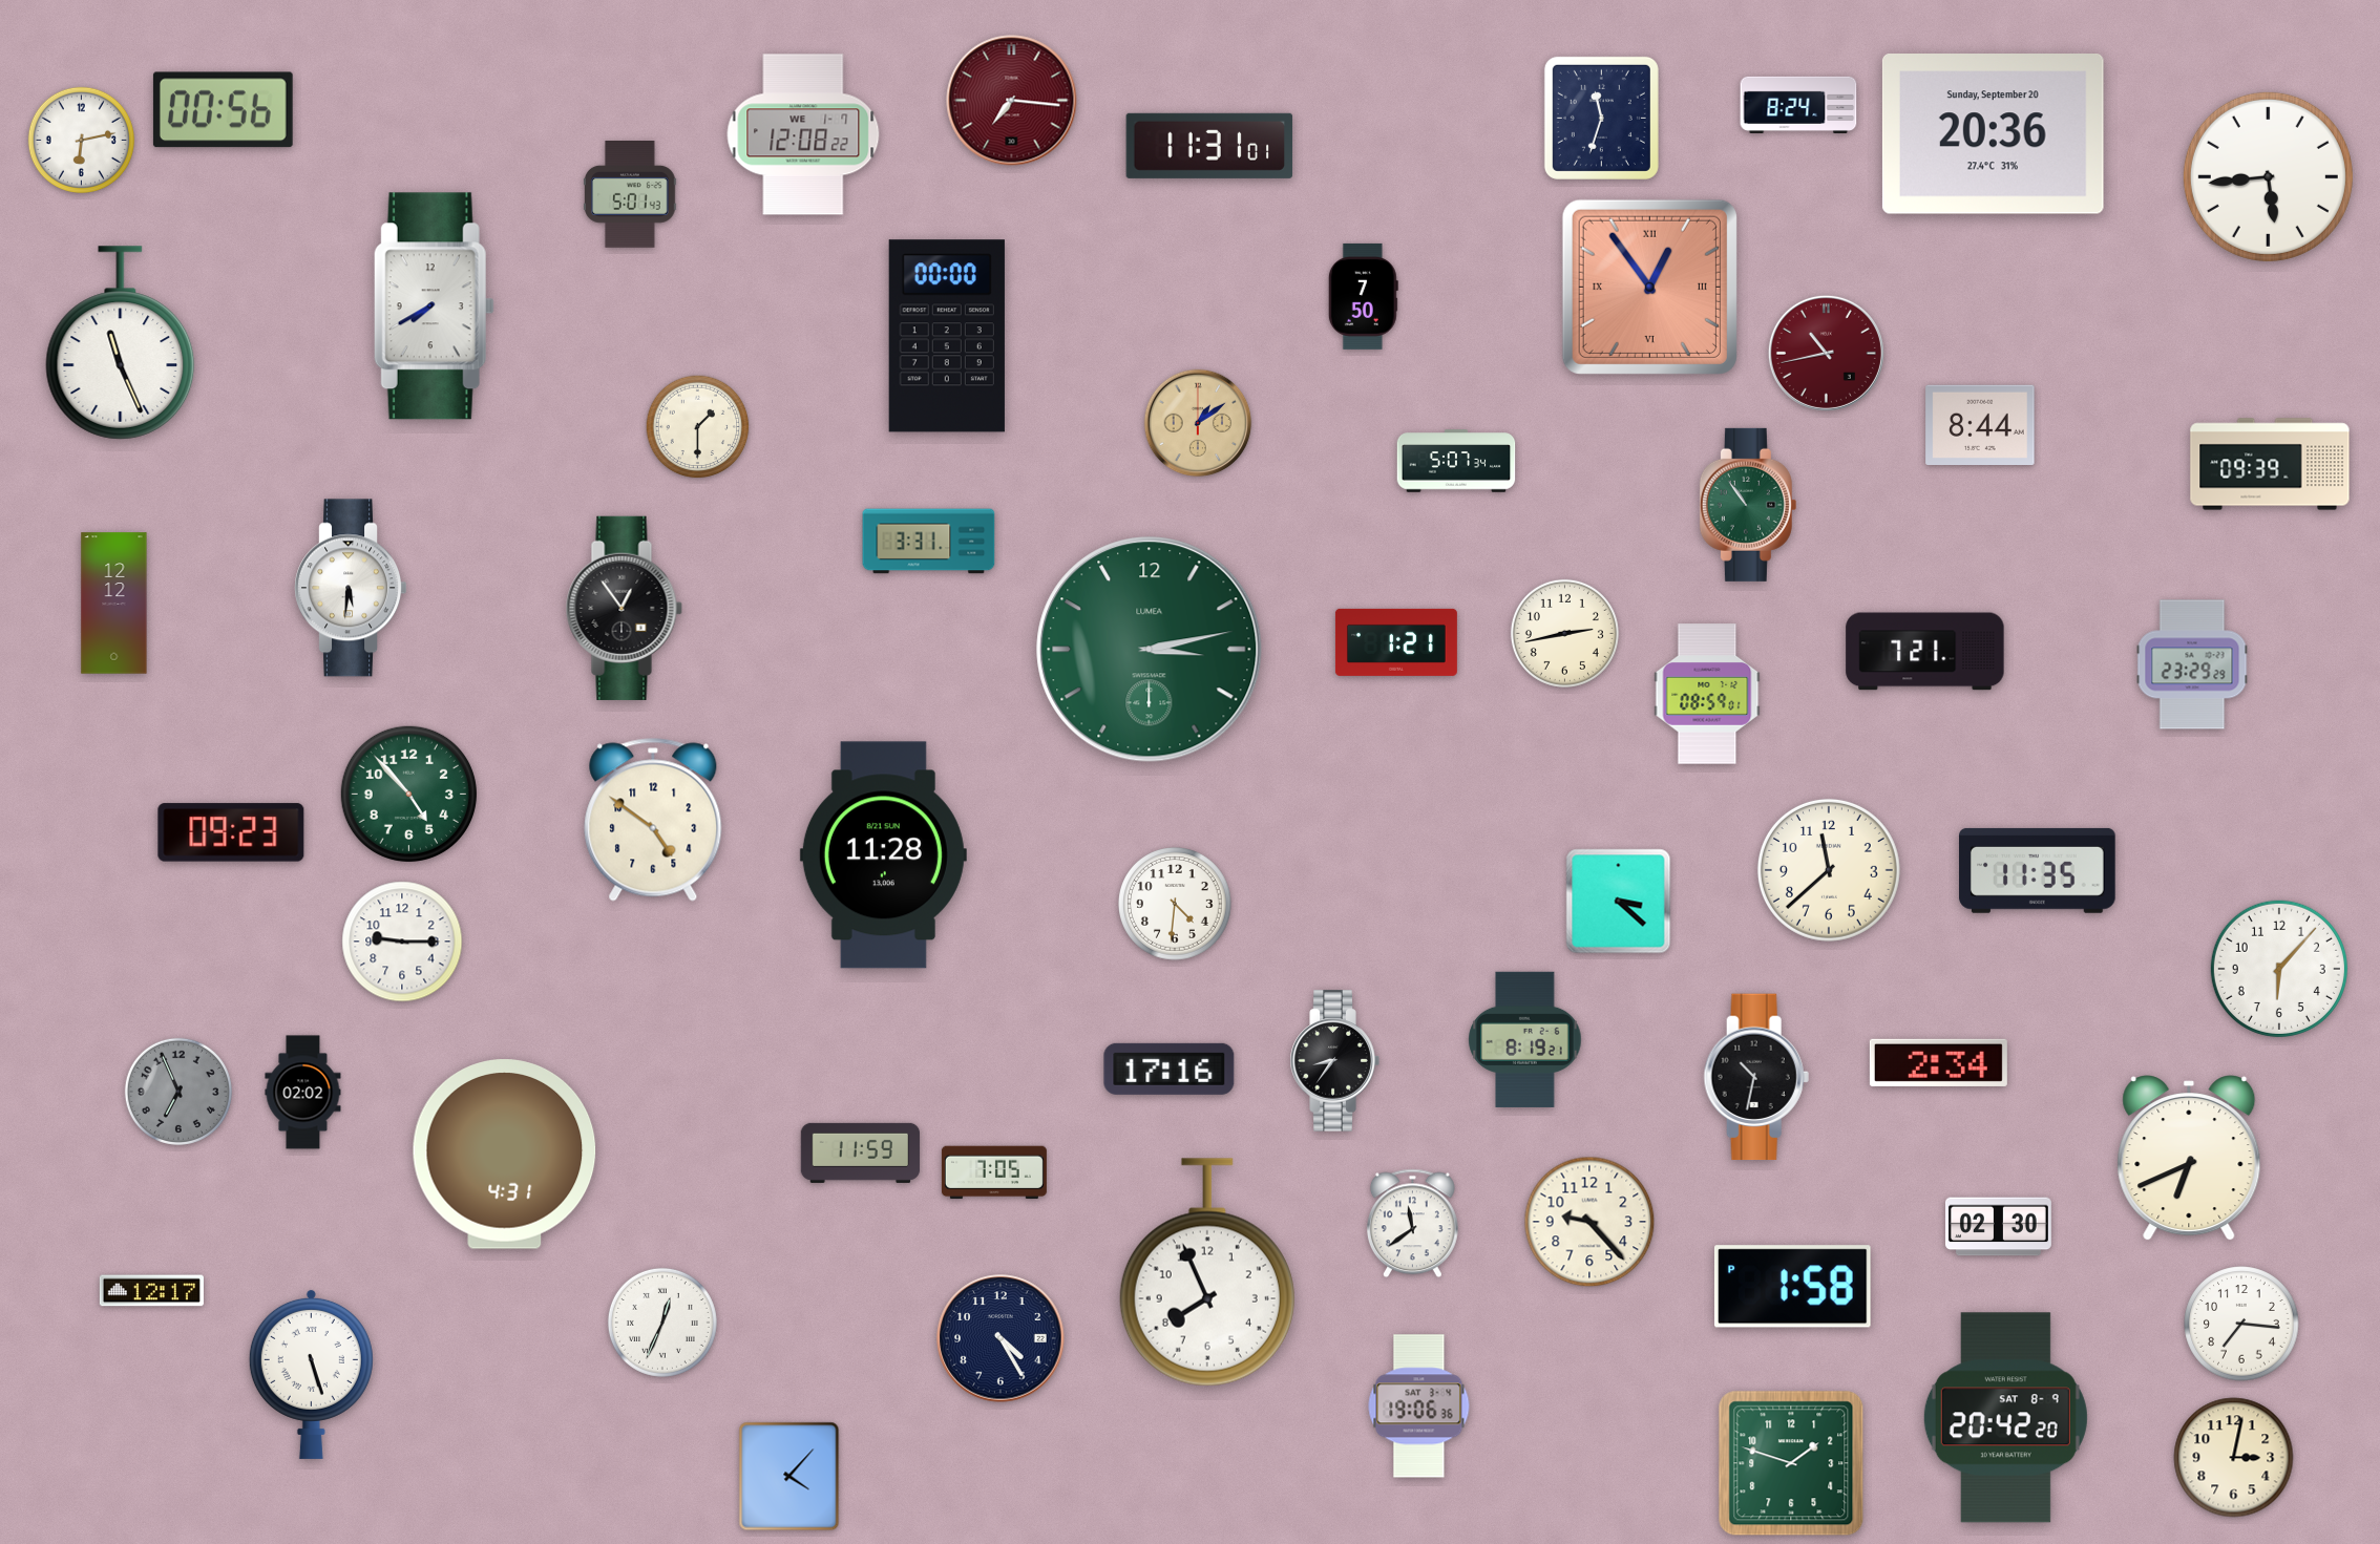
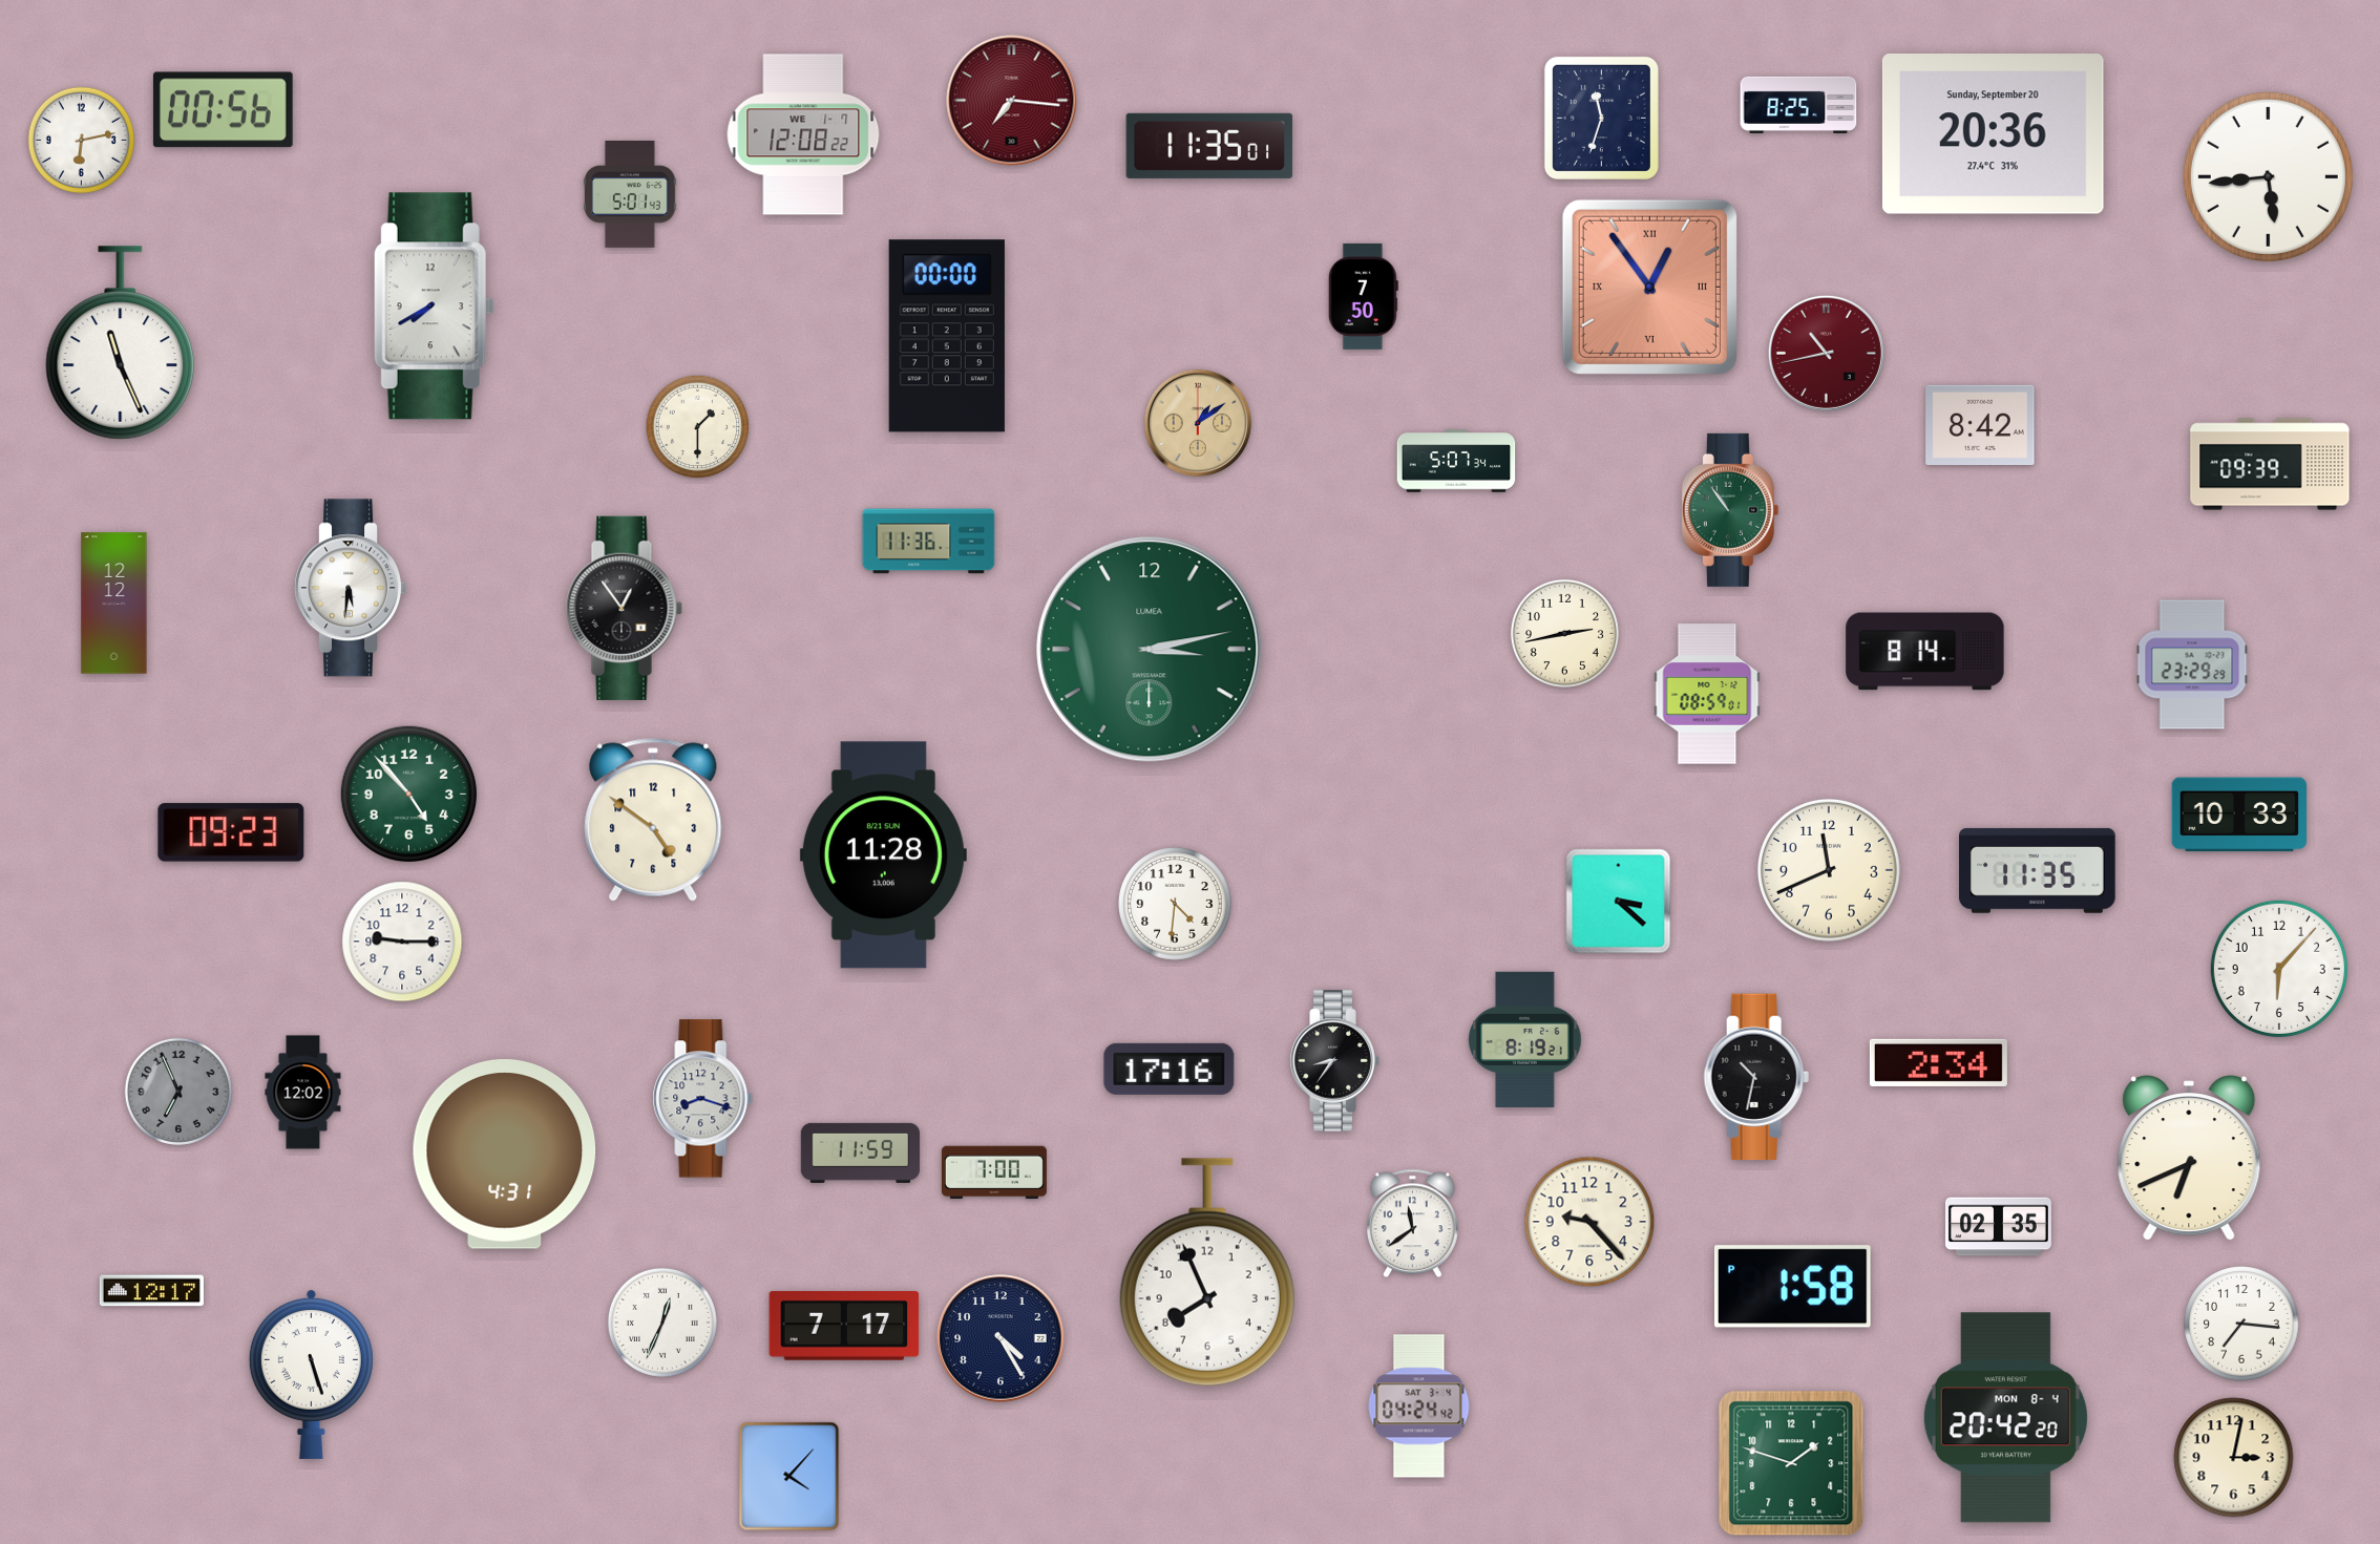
clock at (1798, 105): 8:24 -> 8:25
clock at (1209, 146): 11:31 -> 11:35
clock at (1980, 424): 8:44 -> 8:42
clock at (1748, 505) position: (1748, 505) -> (1730, 510)
clock at (929, 542): 3:31 -> 11:36
clock at (1396, 642): 1:21 -> none
clock at (1925, 652): 7:21 -> 8:14
clock at (2238, 815): none -> 10:33
clock at (1829, 870): 11:38 -> 11:41
clock at (303, 1093): 02:02 -> 12:02
clock at (703, 1099): none -> 8:18
clock at (994, 1172): 7:05 -> 7:00
clock at (1998, 1227): 02:30 -> 02:35
clock at (844, 1326): none -> 7:17
clock at (1419, 1406): 19:06 -> 04:24
clock at (2005, 1418) date: SAT 8-9 -> MON 8-4
